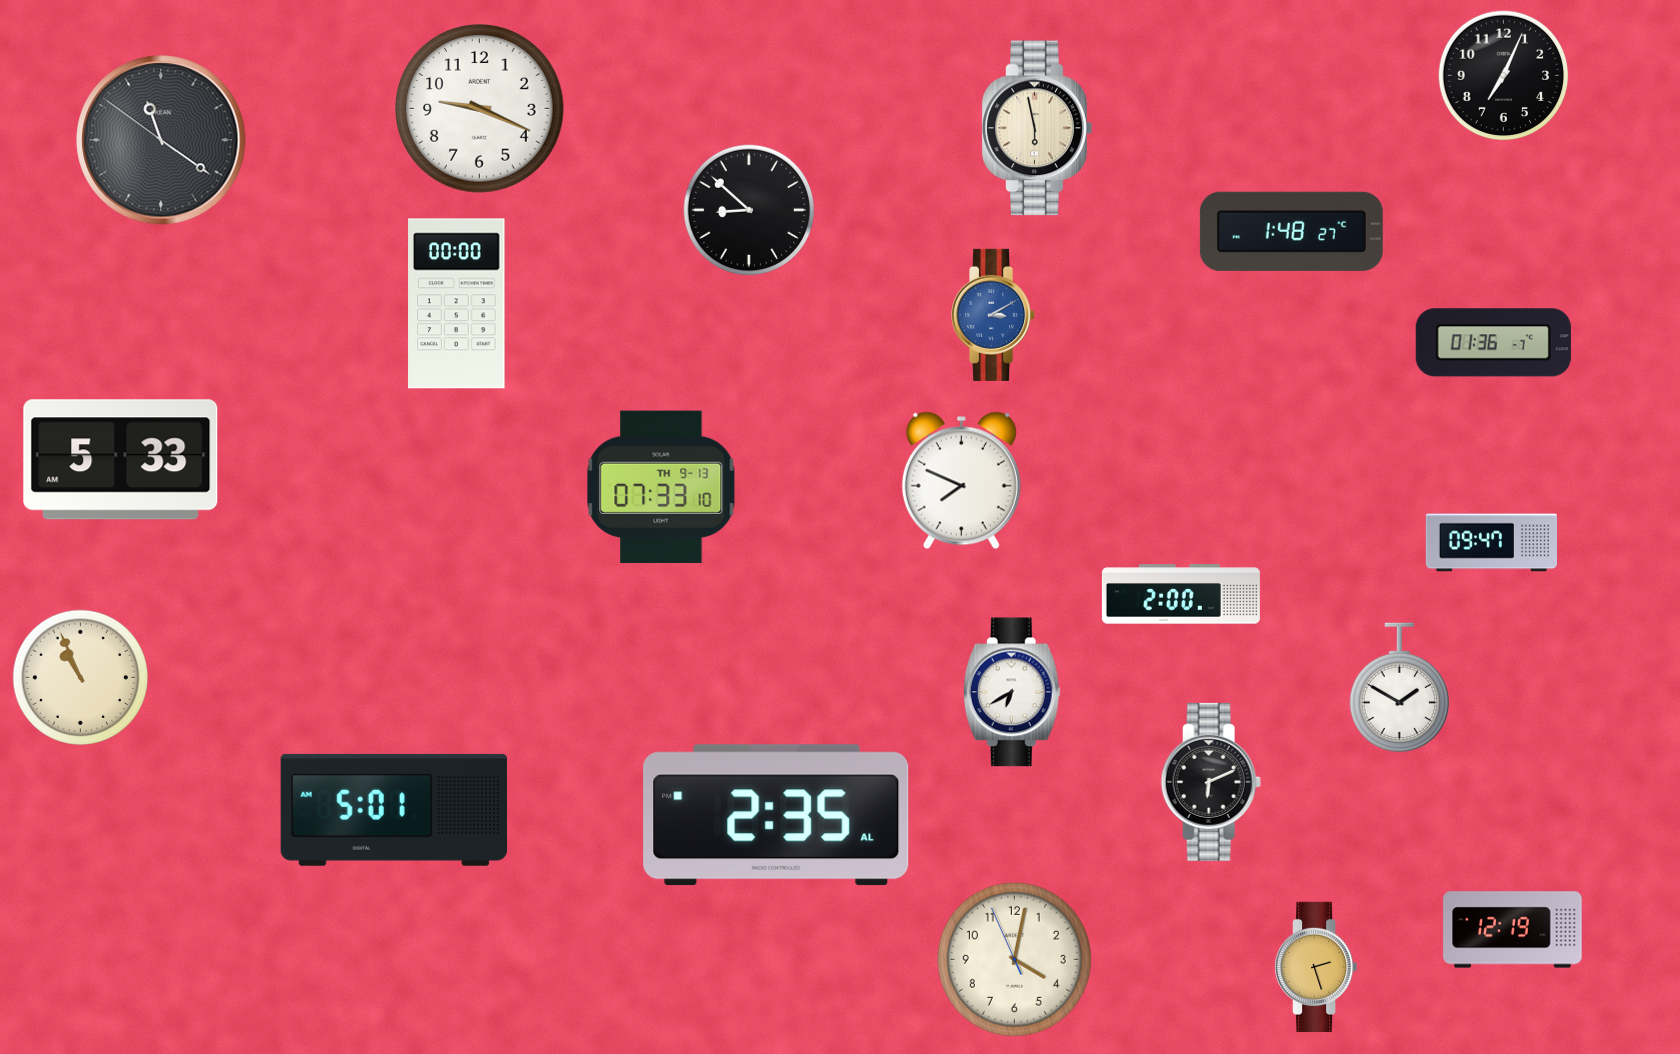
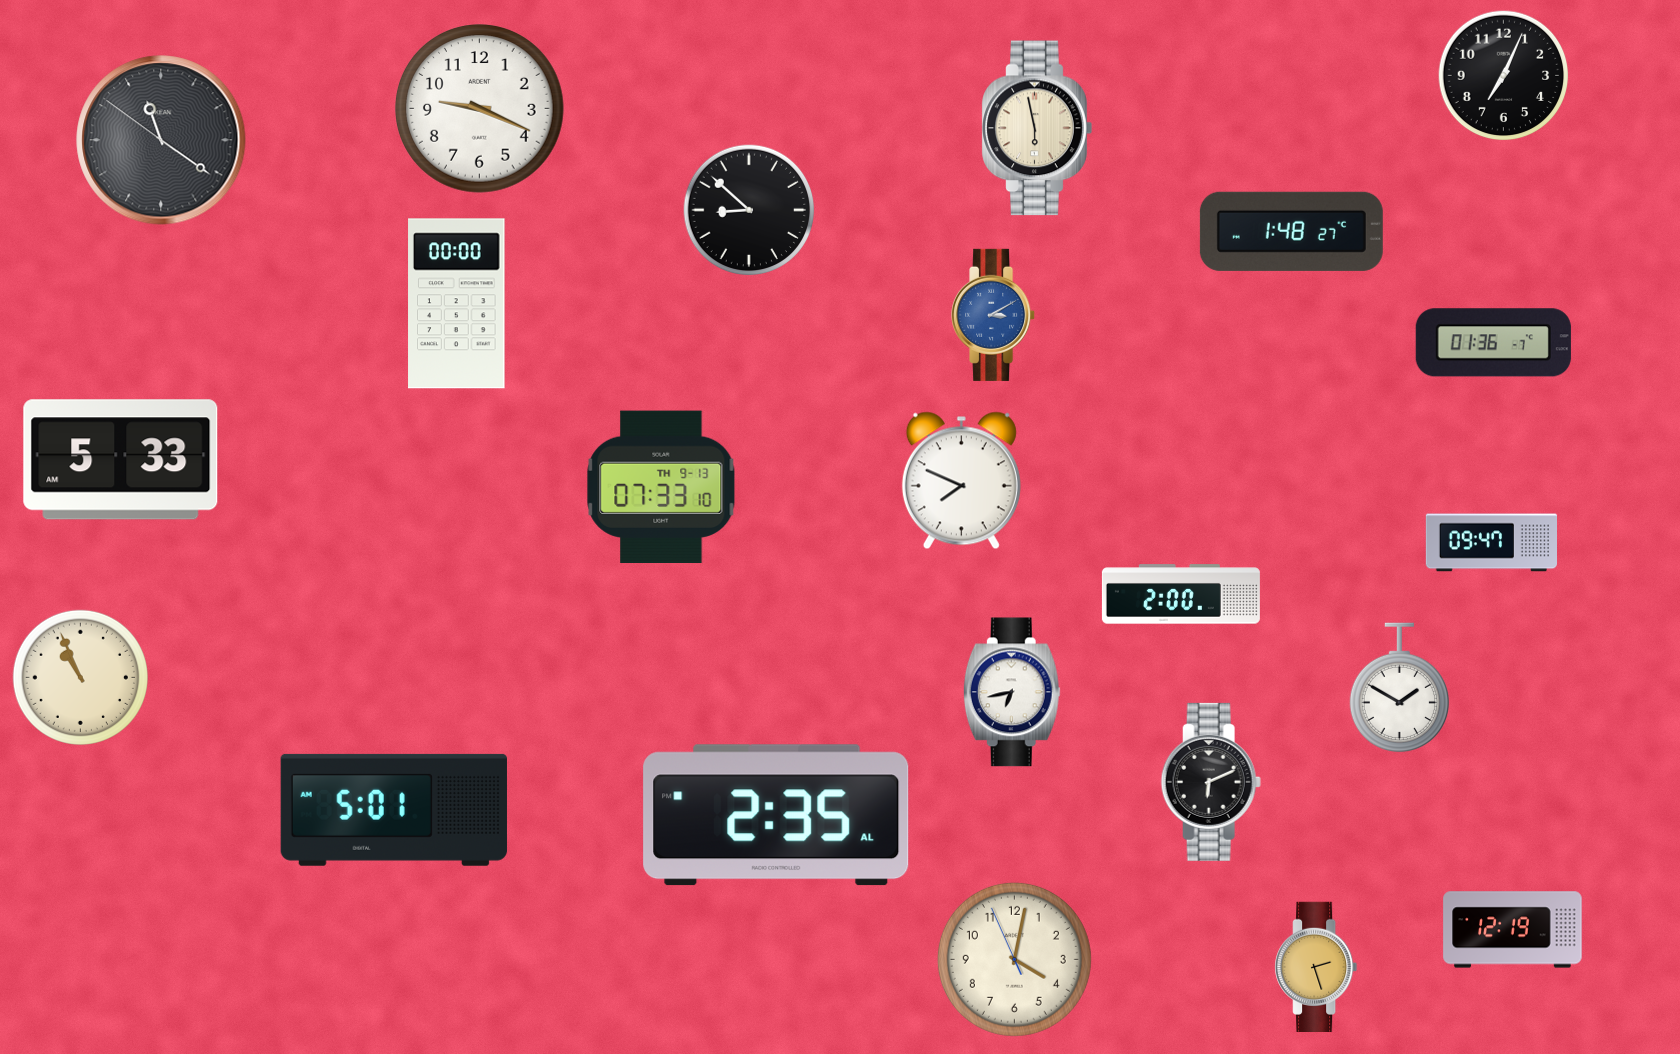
clock at (1012, 692): 6:40 -> 6:43
